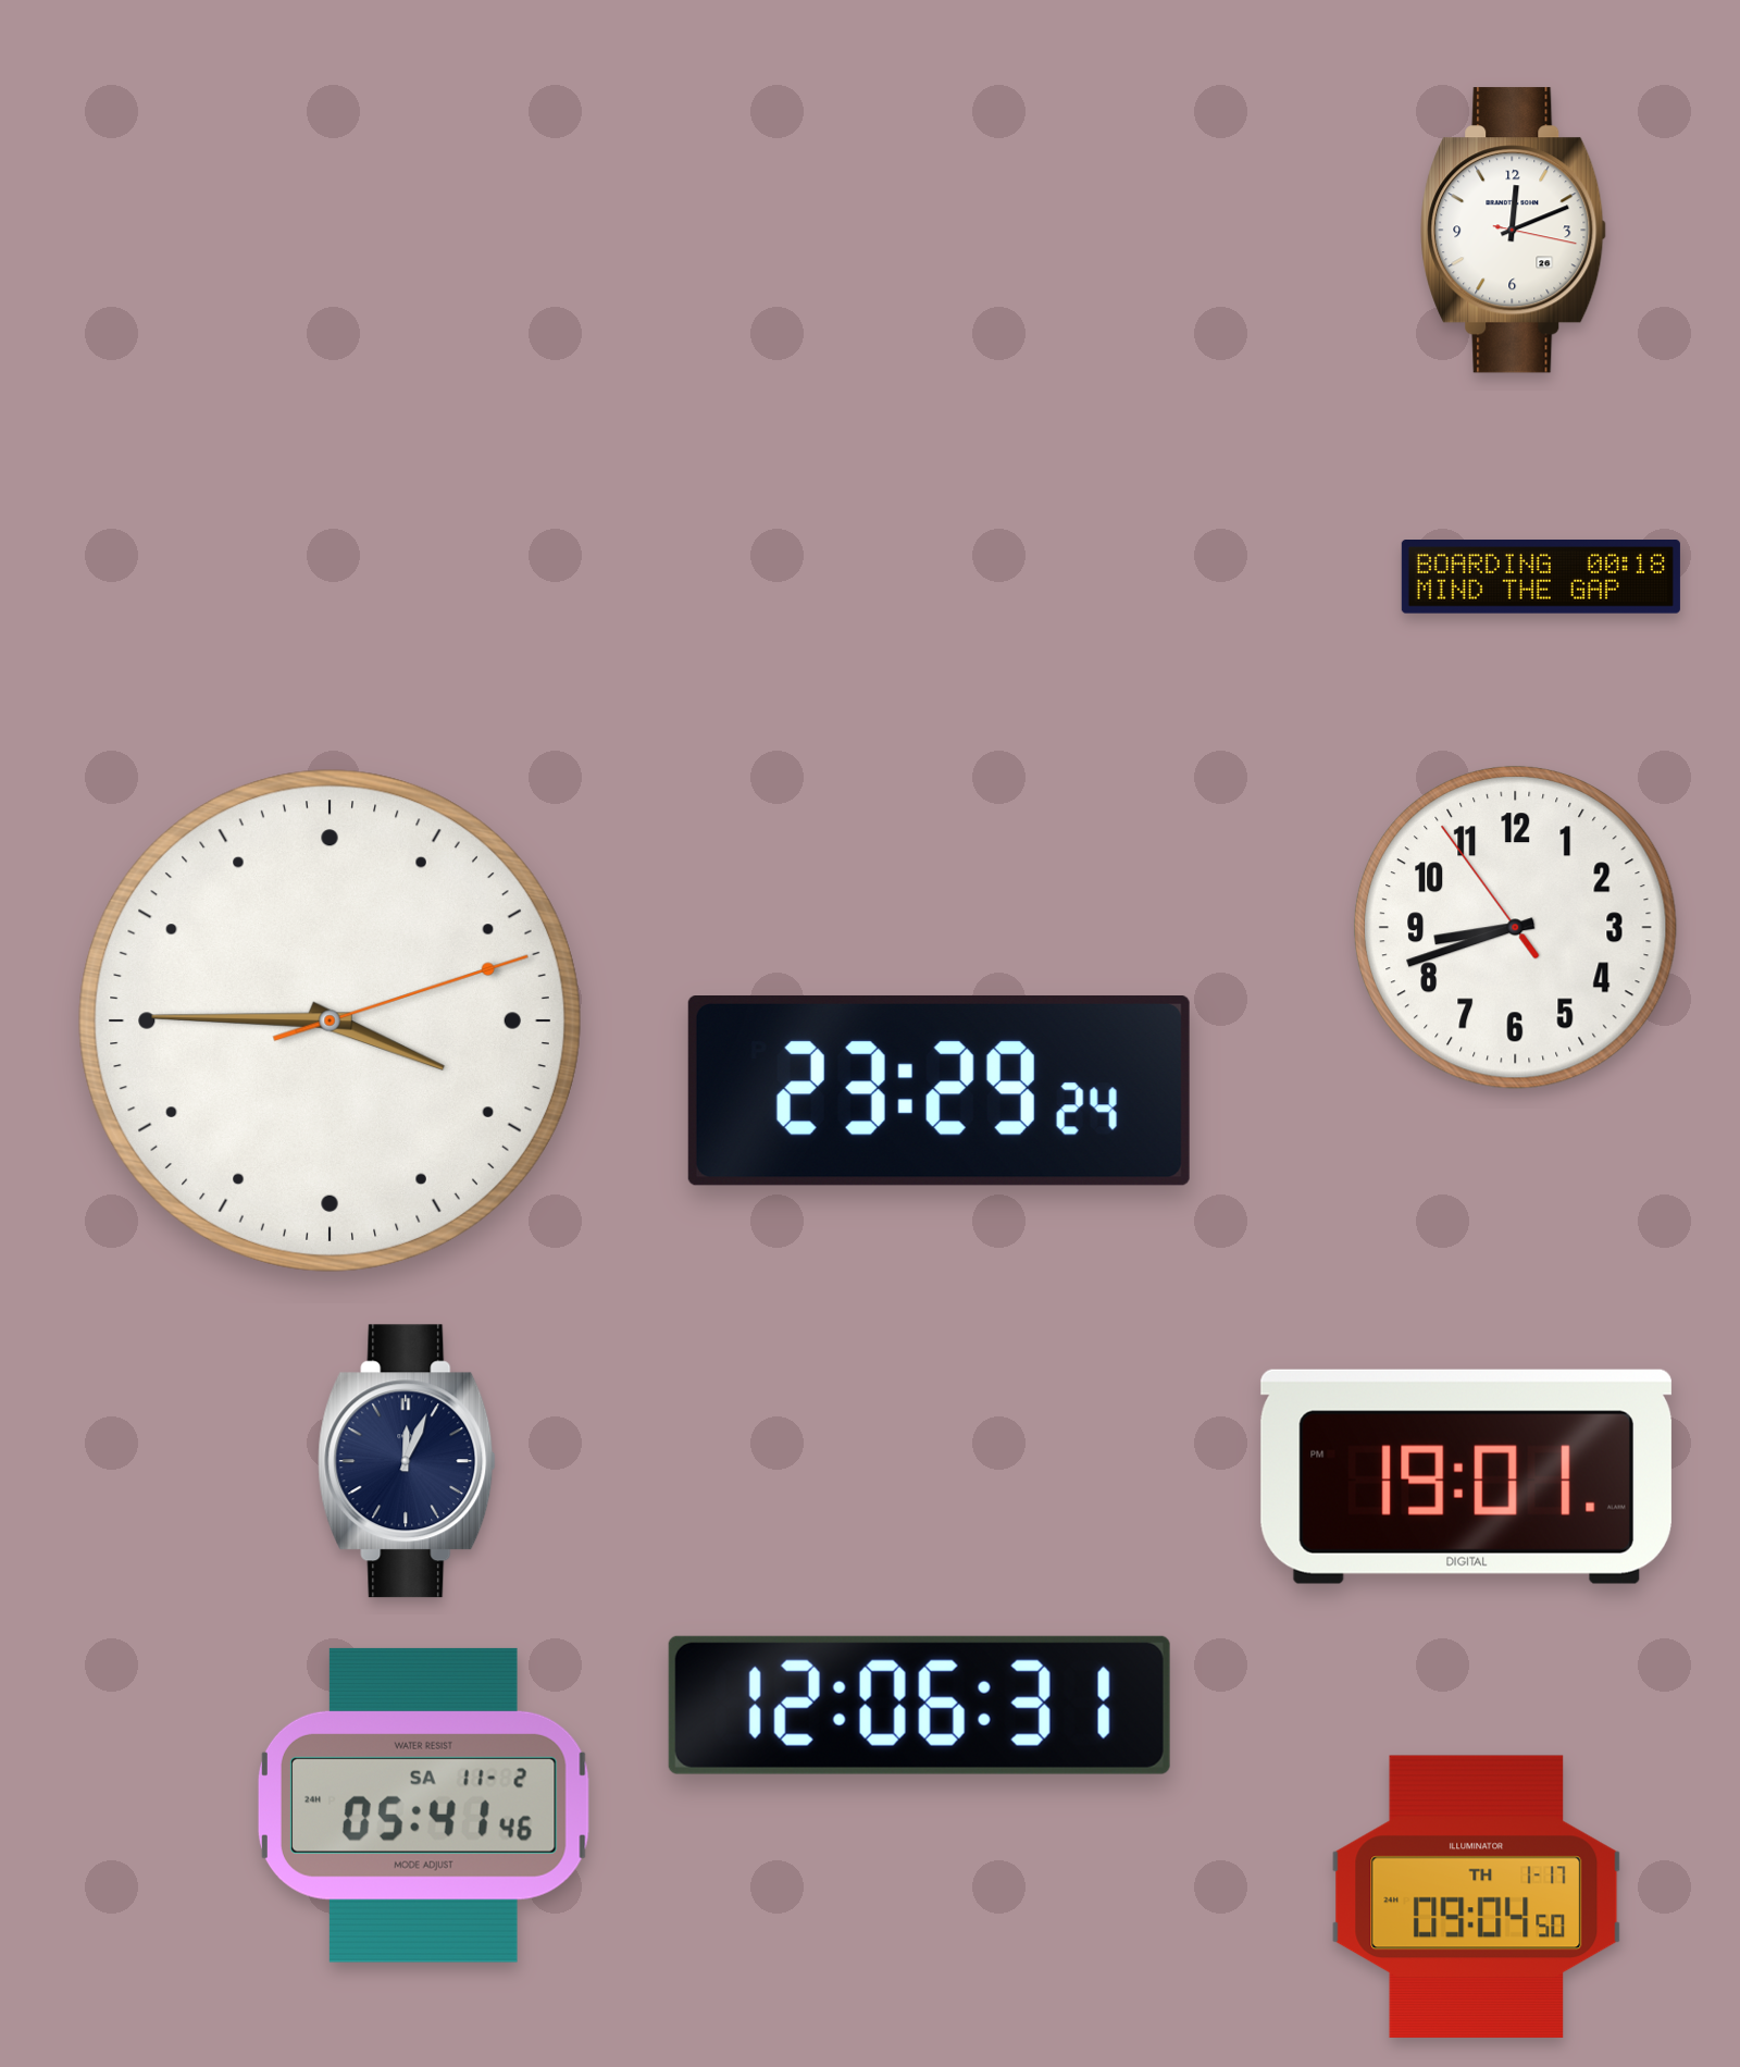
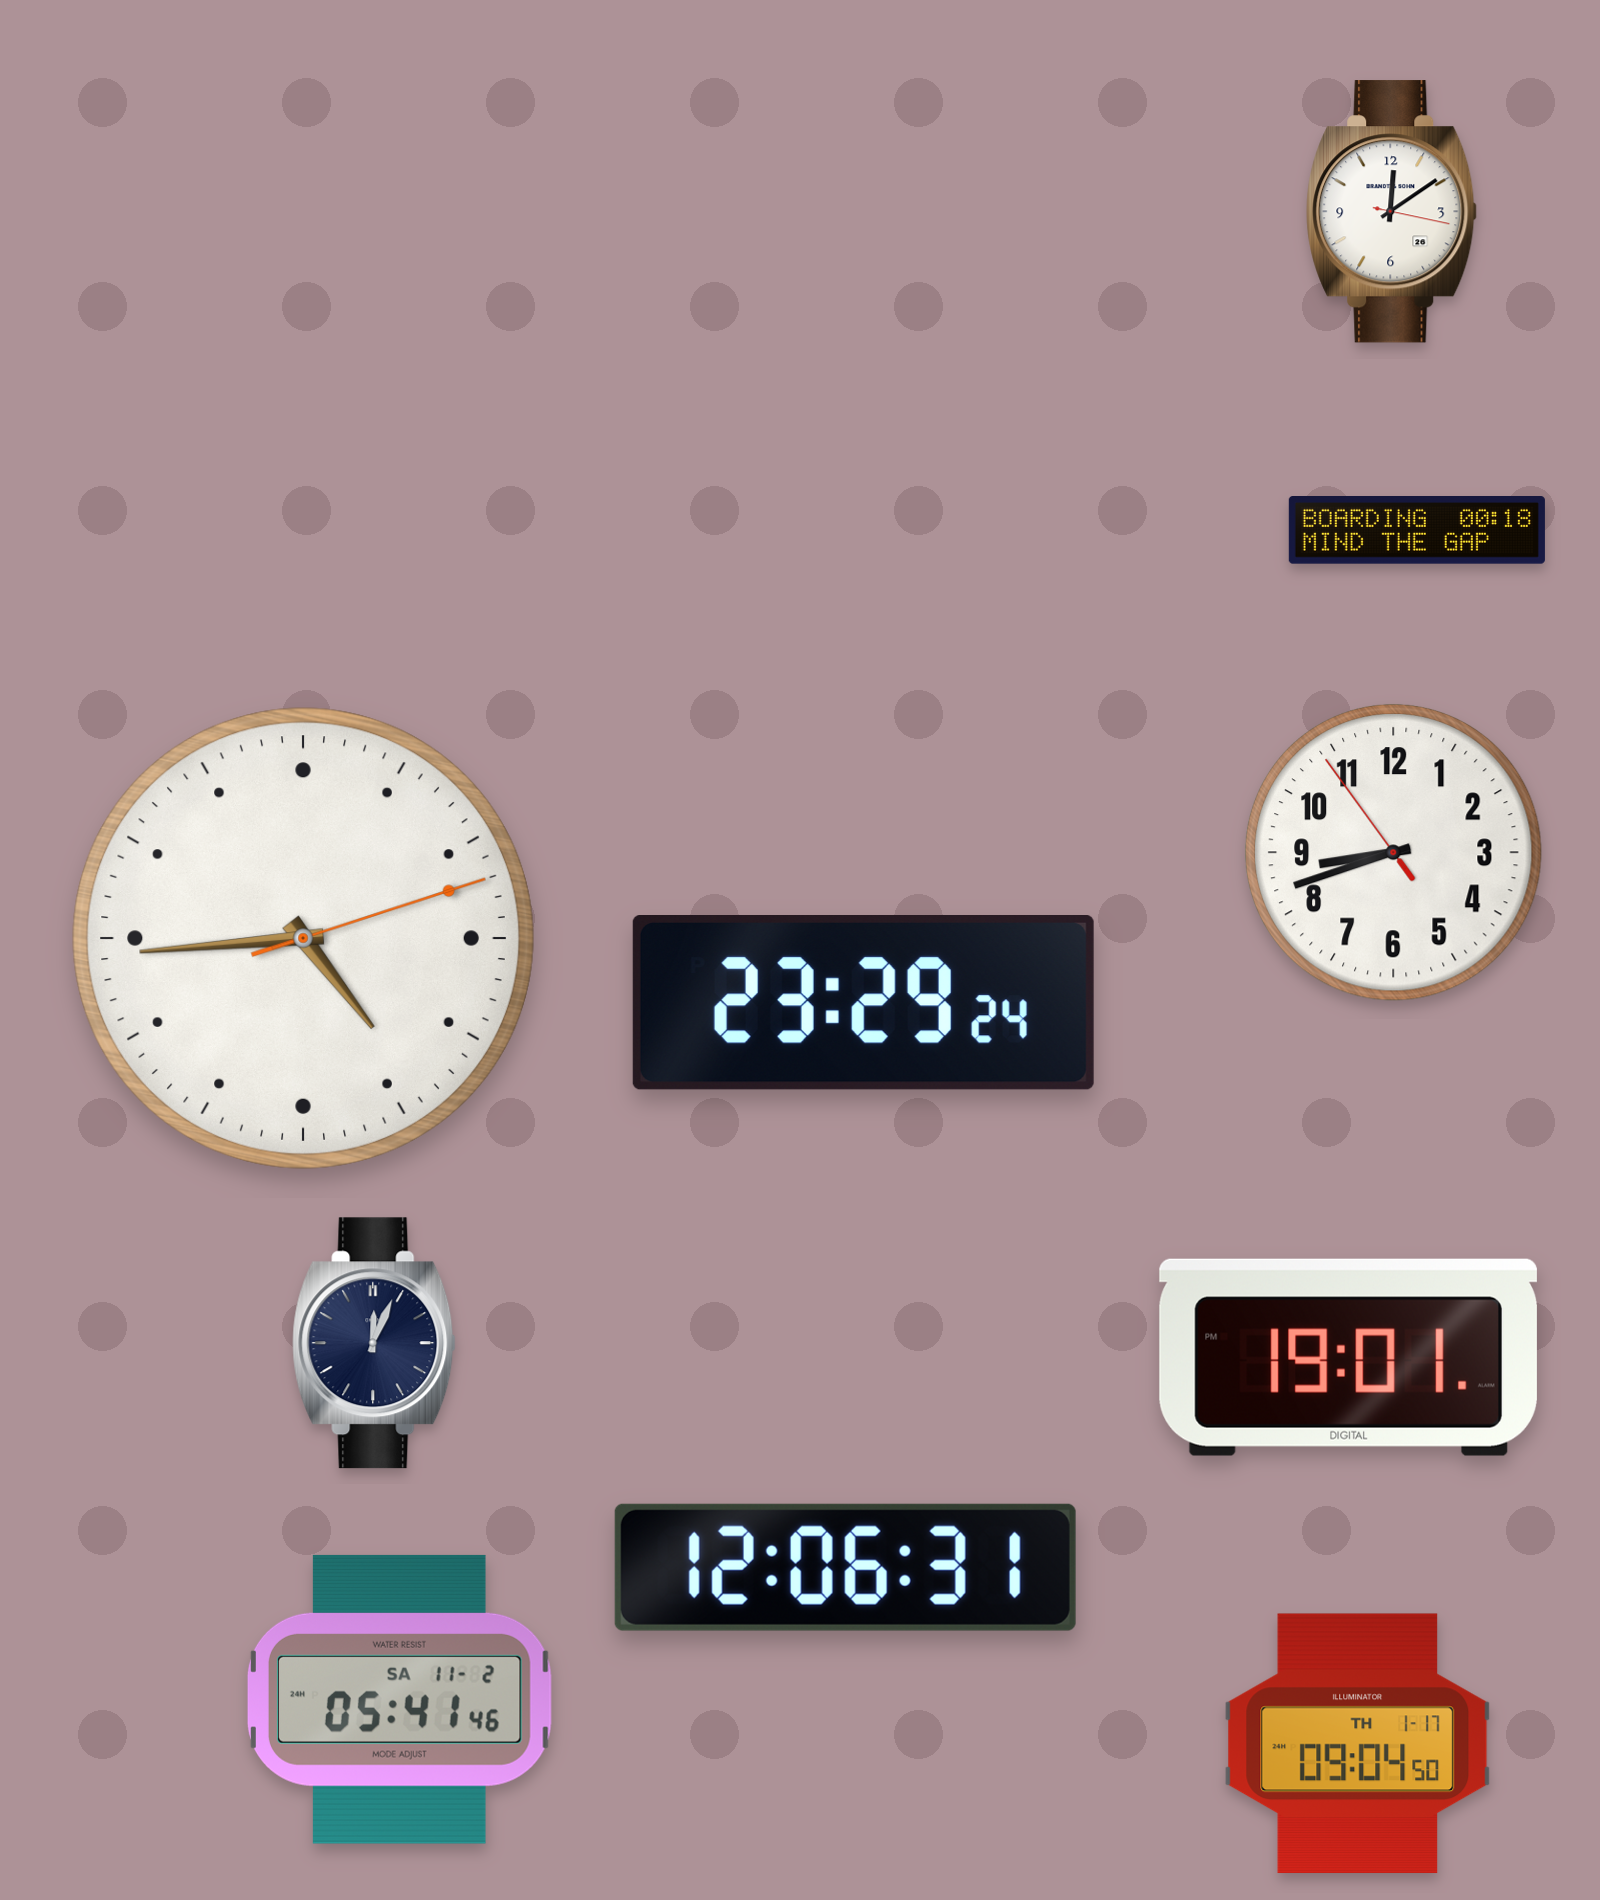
clock at (1514, 231): 12:11 -> 12:09
clock at (330, 1020): 3:45 -> 4:44
clock at (423, 1805) position: (423, 1805) -> (399, 1699)
